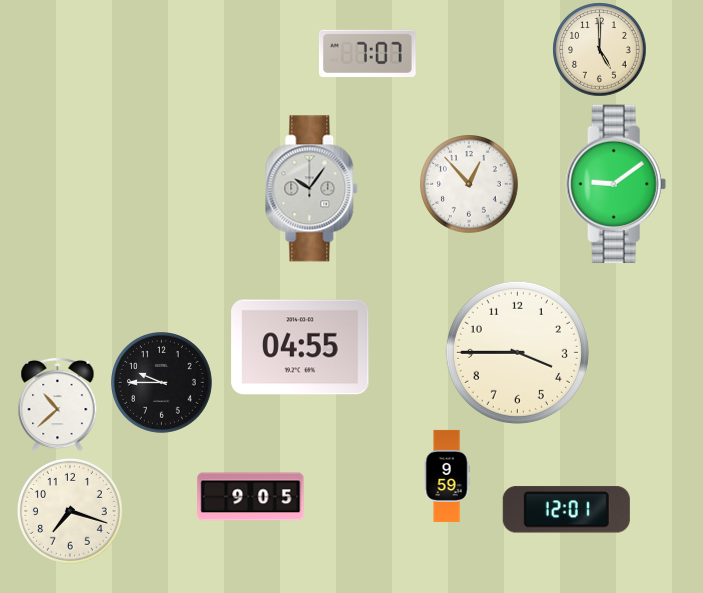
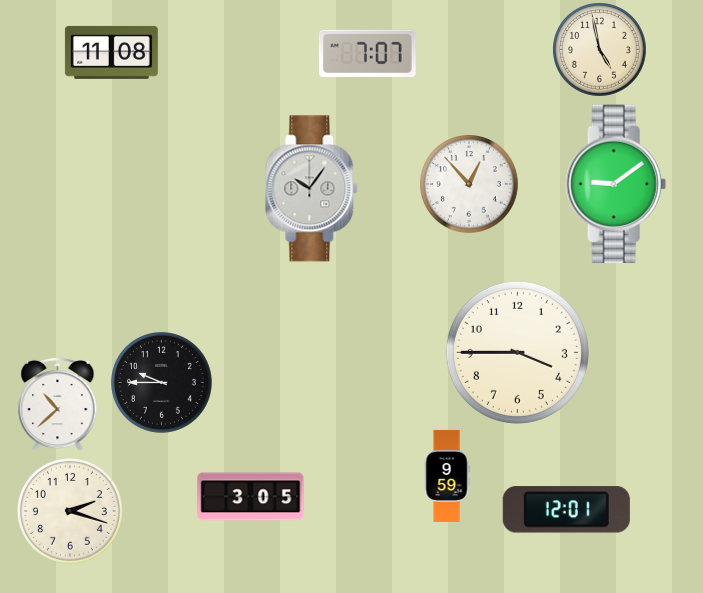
clock at (600, 50): 5:00 -> 4:58
clock at (111, 52): none -> 11:08
clock at (300, 347): 04:55 -> none
clock at (251, 497): 9:05 -> 3:05
clock at (70, 511): 7:18 -> 2:18
